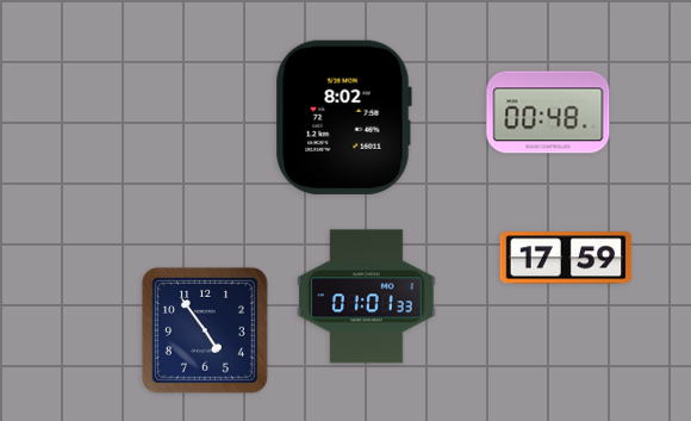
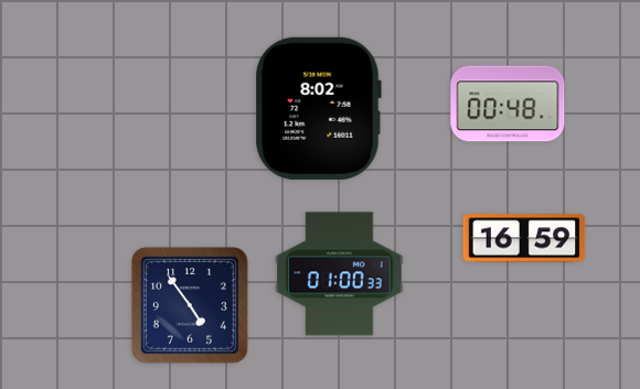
clock at (566, 258): 17:59 -> 16:59
clock at (367, 297): 01:01 -> 01:00
